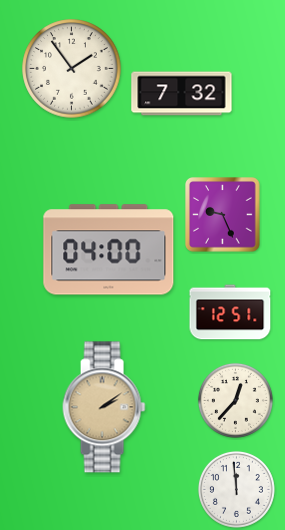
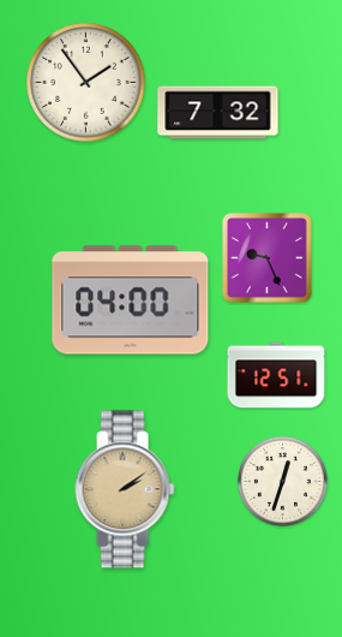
clock at (235, 400): 12:37 -> 12:33
clock at (236, 489): 11:59 -> none
